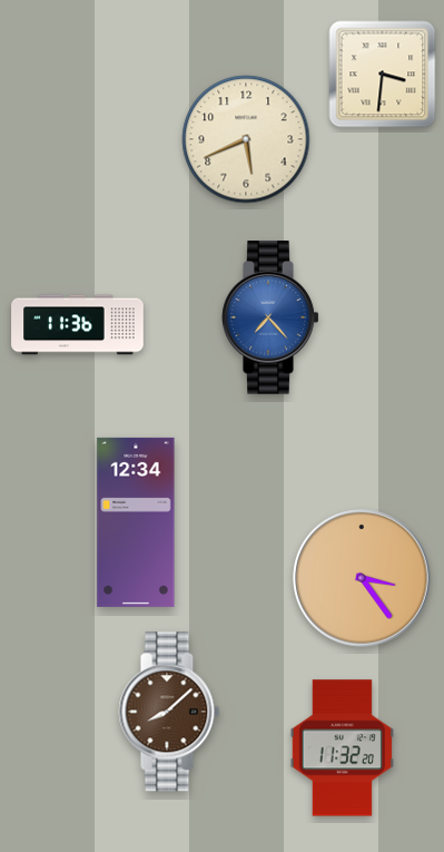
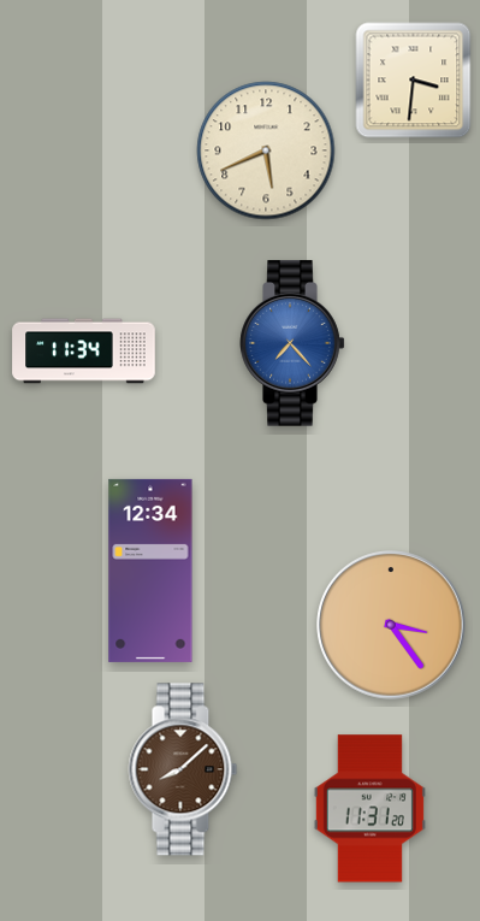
clock at (78, 325): 11:36 -> 11:34
clock at (136, 522) position: (136, 522) -> (150, 571)
clock at (342, 748): 11:32 -> 11:31
